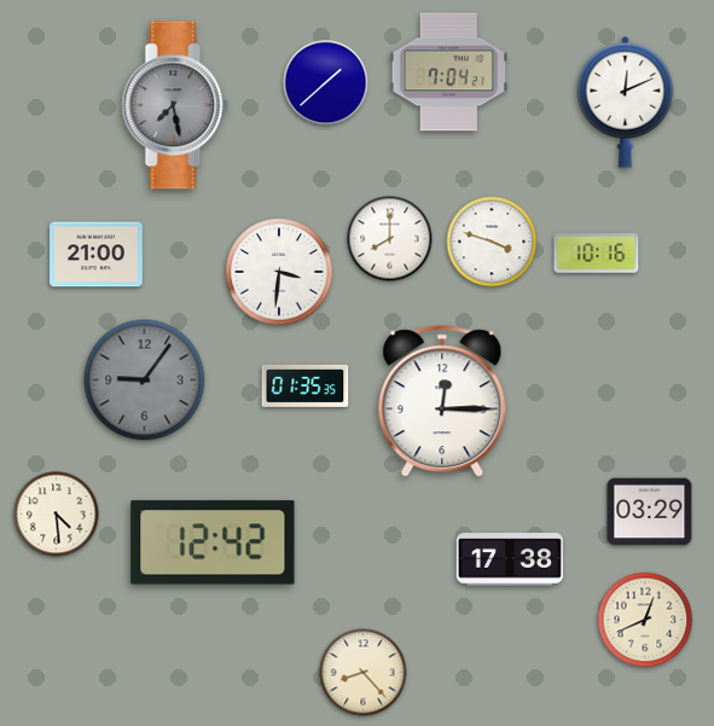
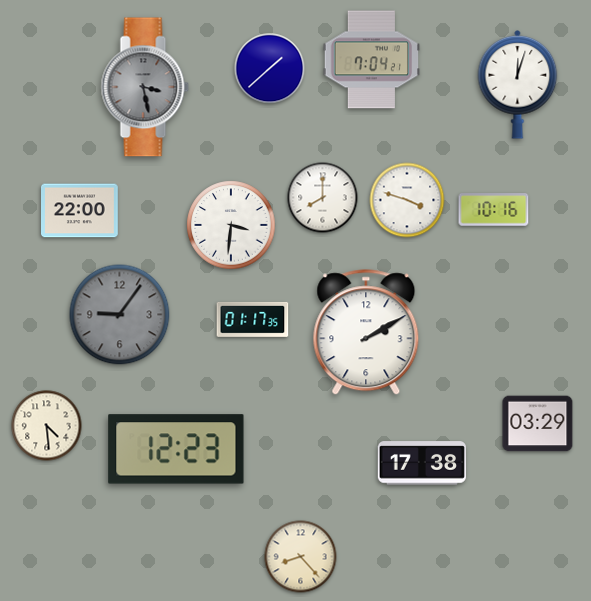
clock at (626, 103): 12:11 -> 12:03
clock at (175, 105): 7:28 -> 3:28
clock at (97, 255): 21:00 -> 22:00
clock at (306, 385): 01:35 -> 01:17
clock at (442, 402): 12:15 -> 2:10
clock at (213, 542): 12:42 -> 12:23
clock at (645, 620): 12:41 -> none
